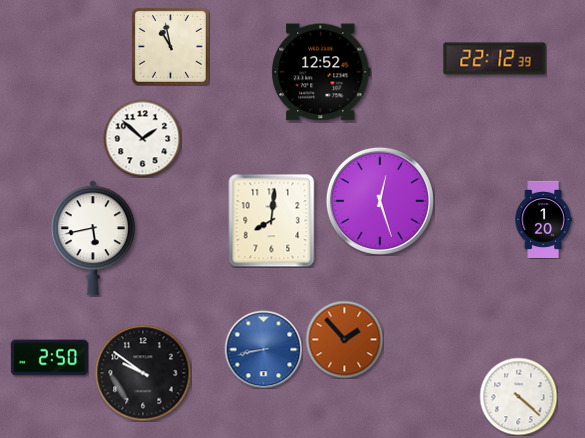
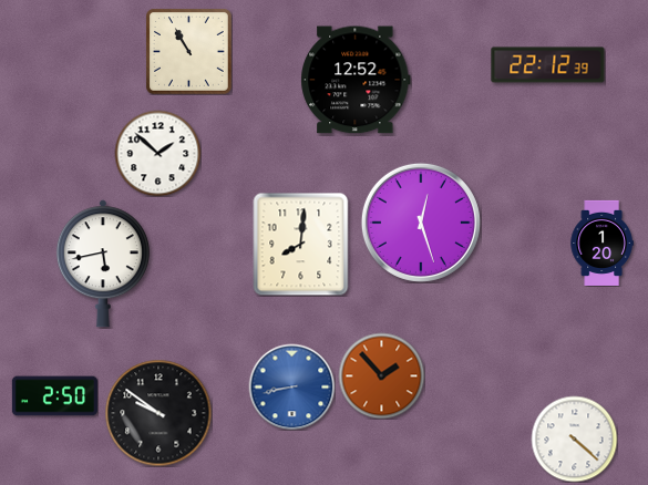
clock at (170, 46): 10:58 -> 10:55
